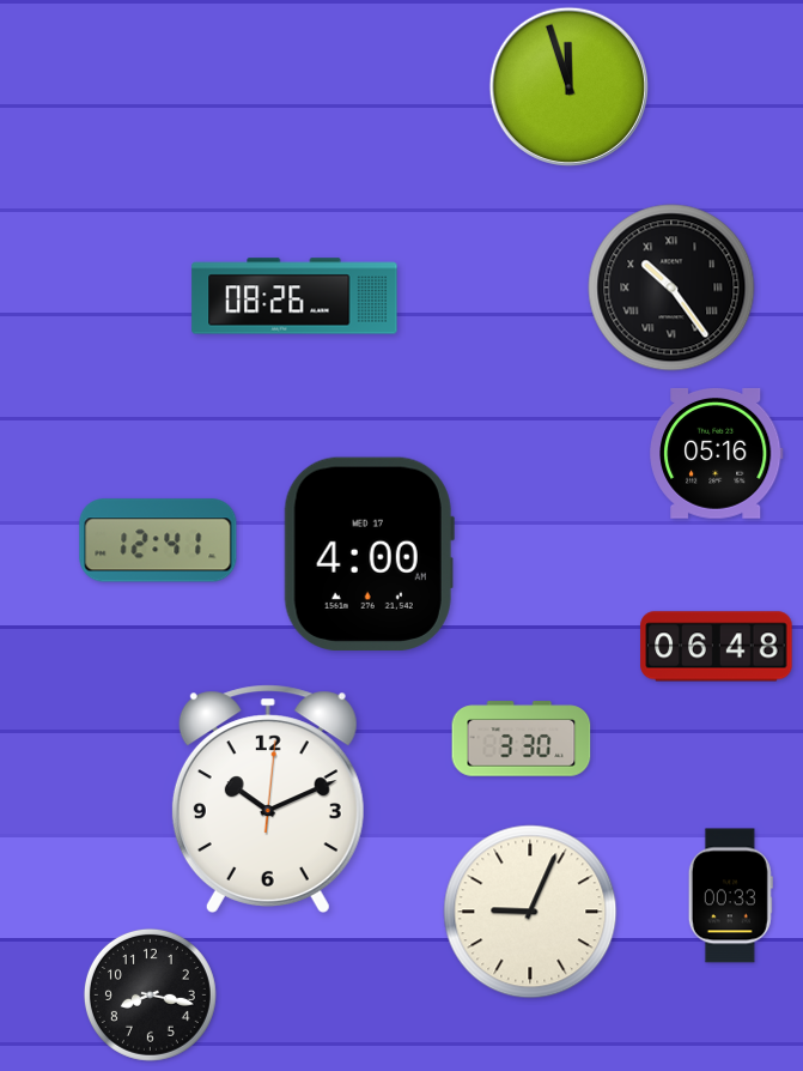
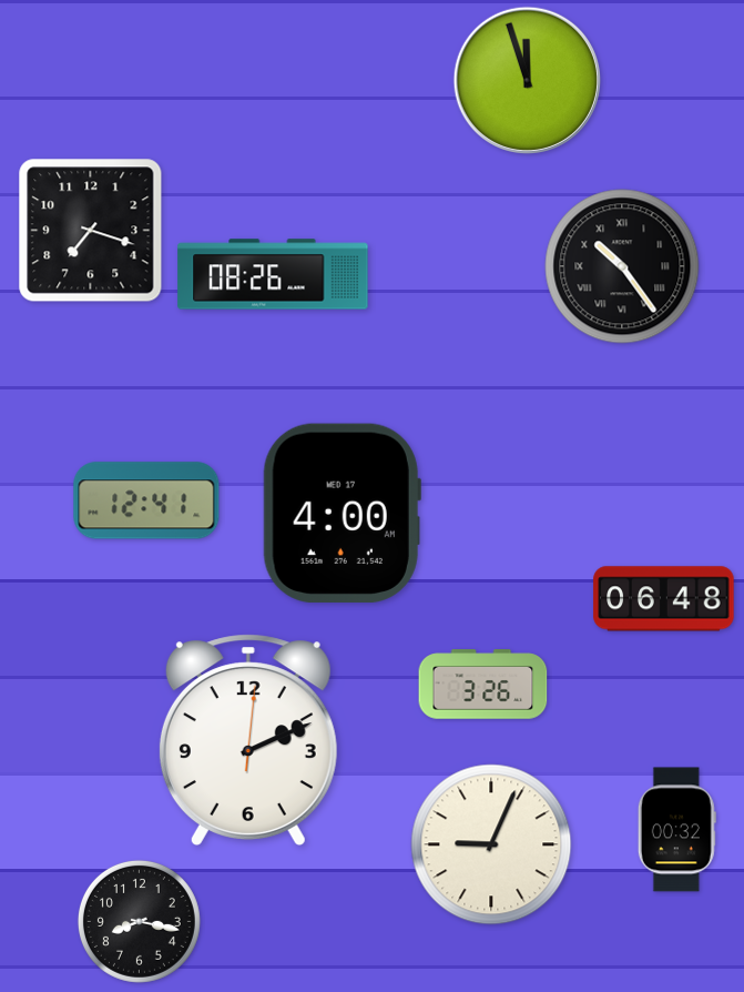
clock at (91, 231): none -> 7:18
clock at (717, 454): 05:16 -> none
clock at (522, 739): 3:30 -> 3:26
clock at (268, 799): 10:11 -> 2:11
clock at (730, 896): 00:33 -> 00:32
